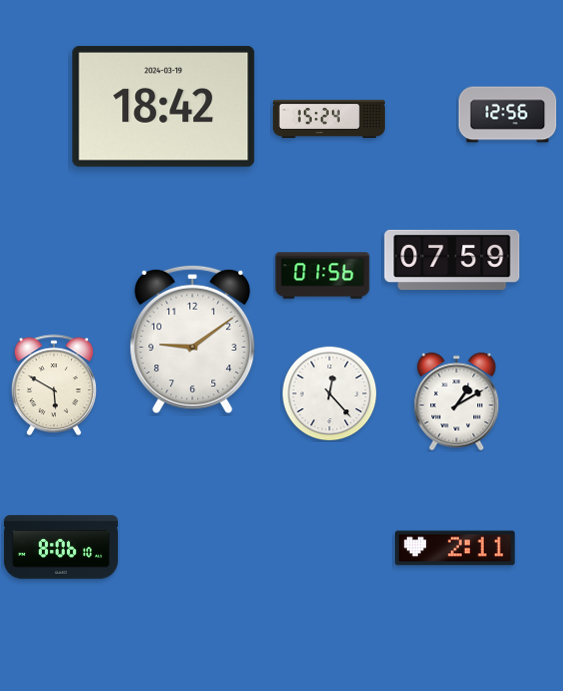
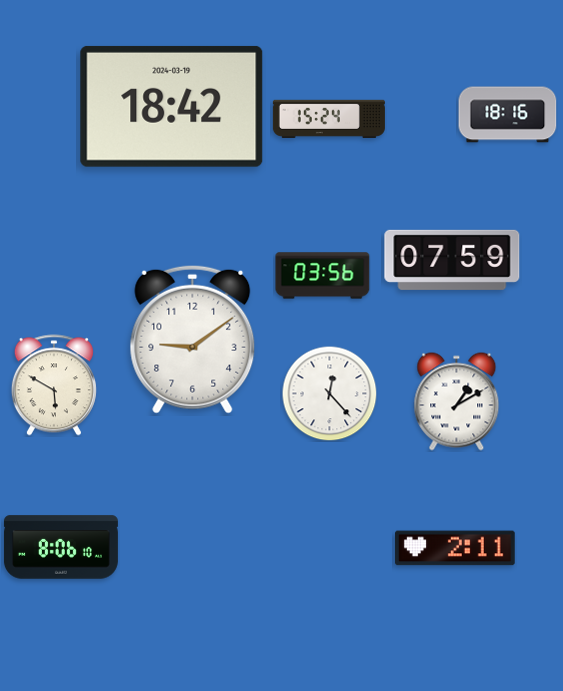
clock at (164, 106) position: (164, 106) -> (172, 106)
clock at (508, 115): 12:56 -> 18:16
clock at (323, 276): 01:56 -> 03:56
